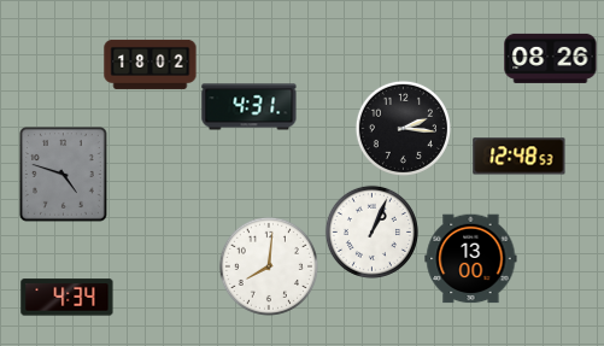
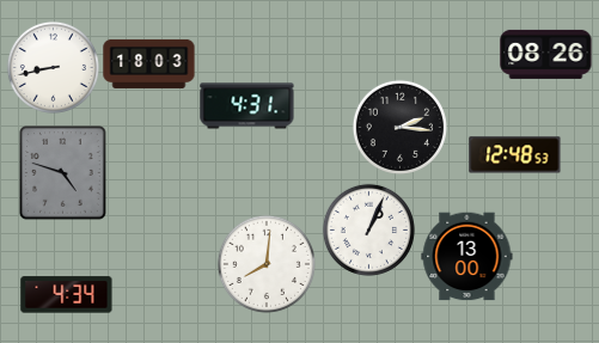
clock at (551, 58) position: (551, 58) -> (546, 54)
clock at (151, 64): 18:02 -> 18:03
clock at (53, 67): none -> 8:43
